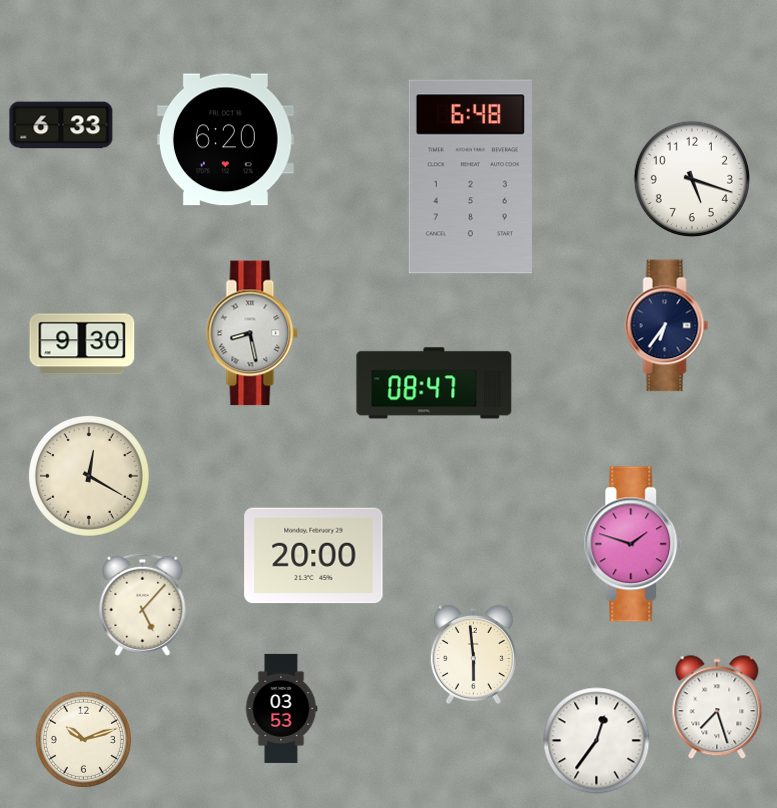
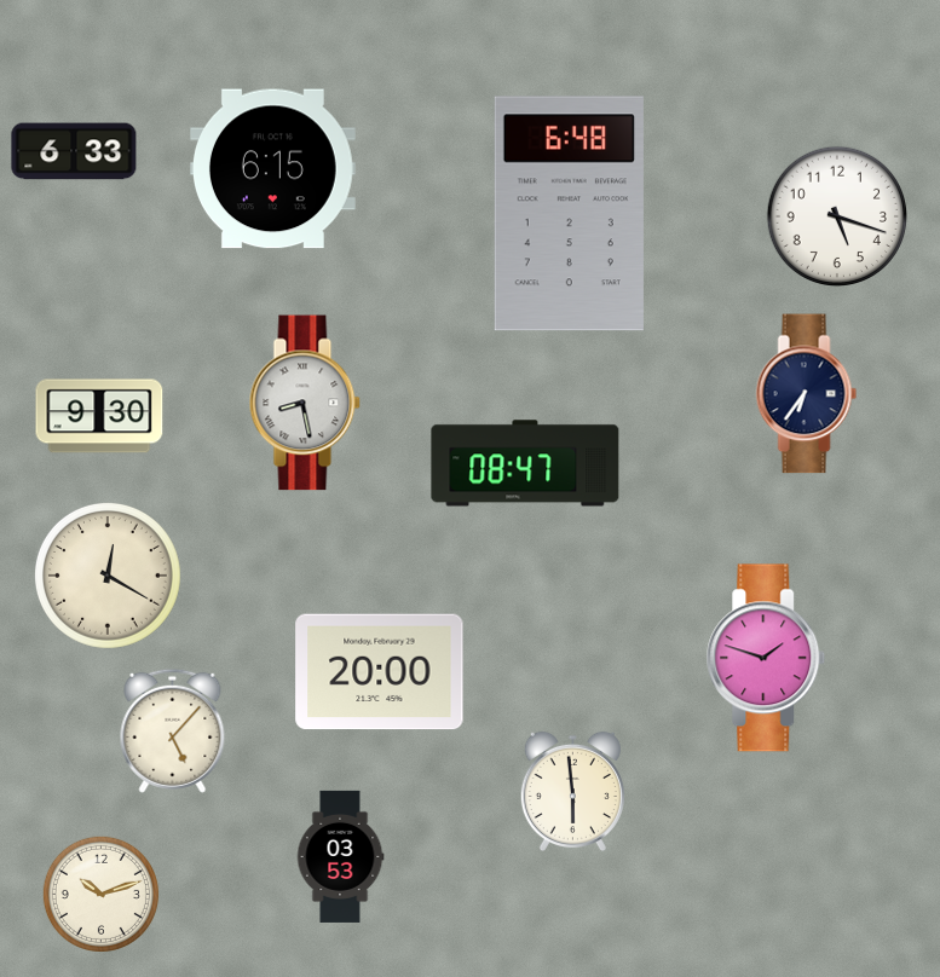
clock at (225, 140): 6:20 -> 6:15
clock at (717, 708): 7:27 -> none
clock at (597, 741): 12:36 -> none
